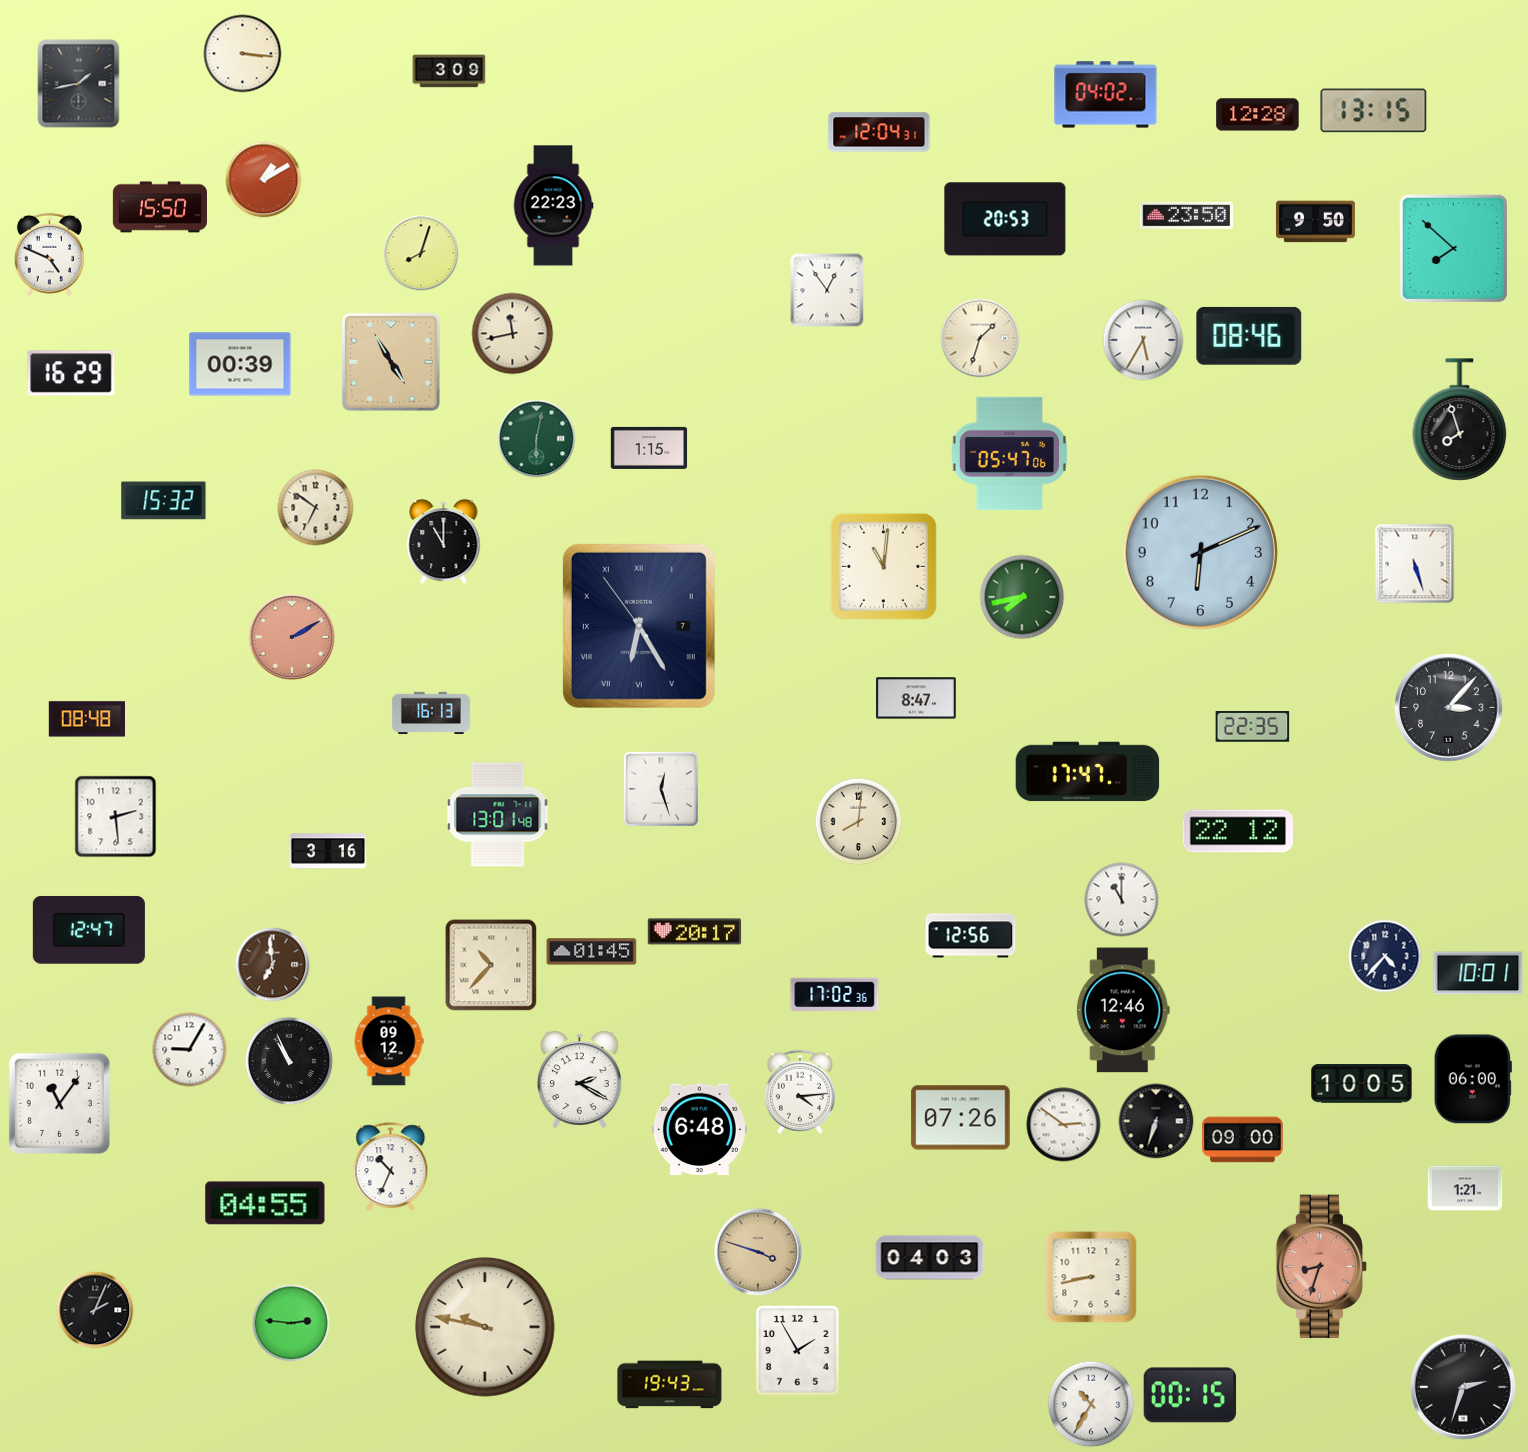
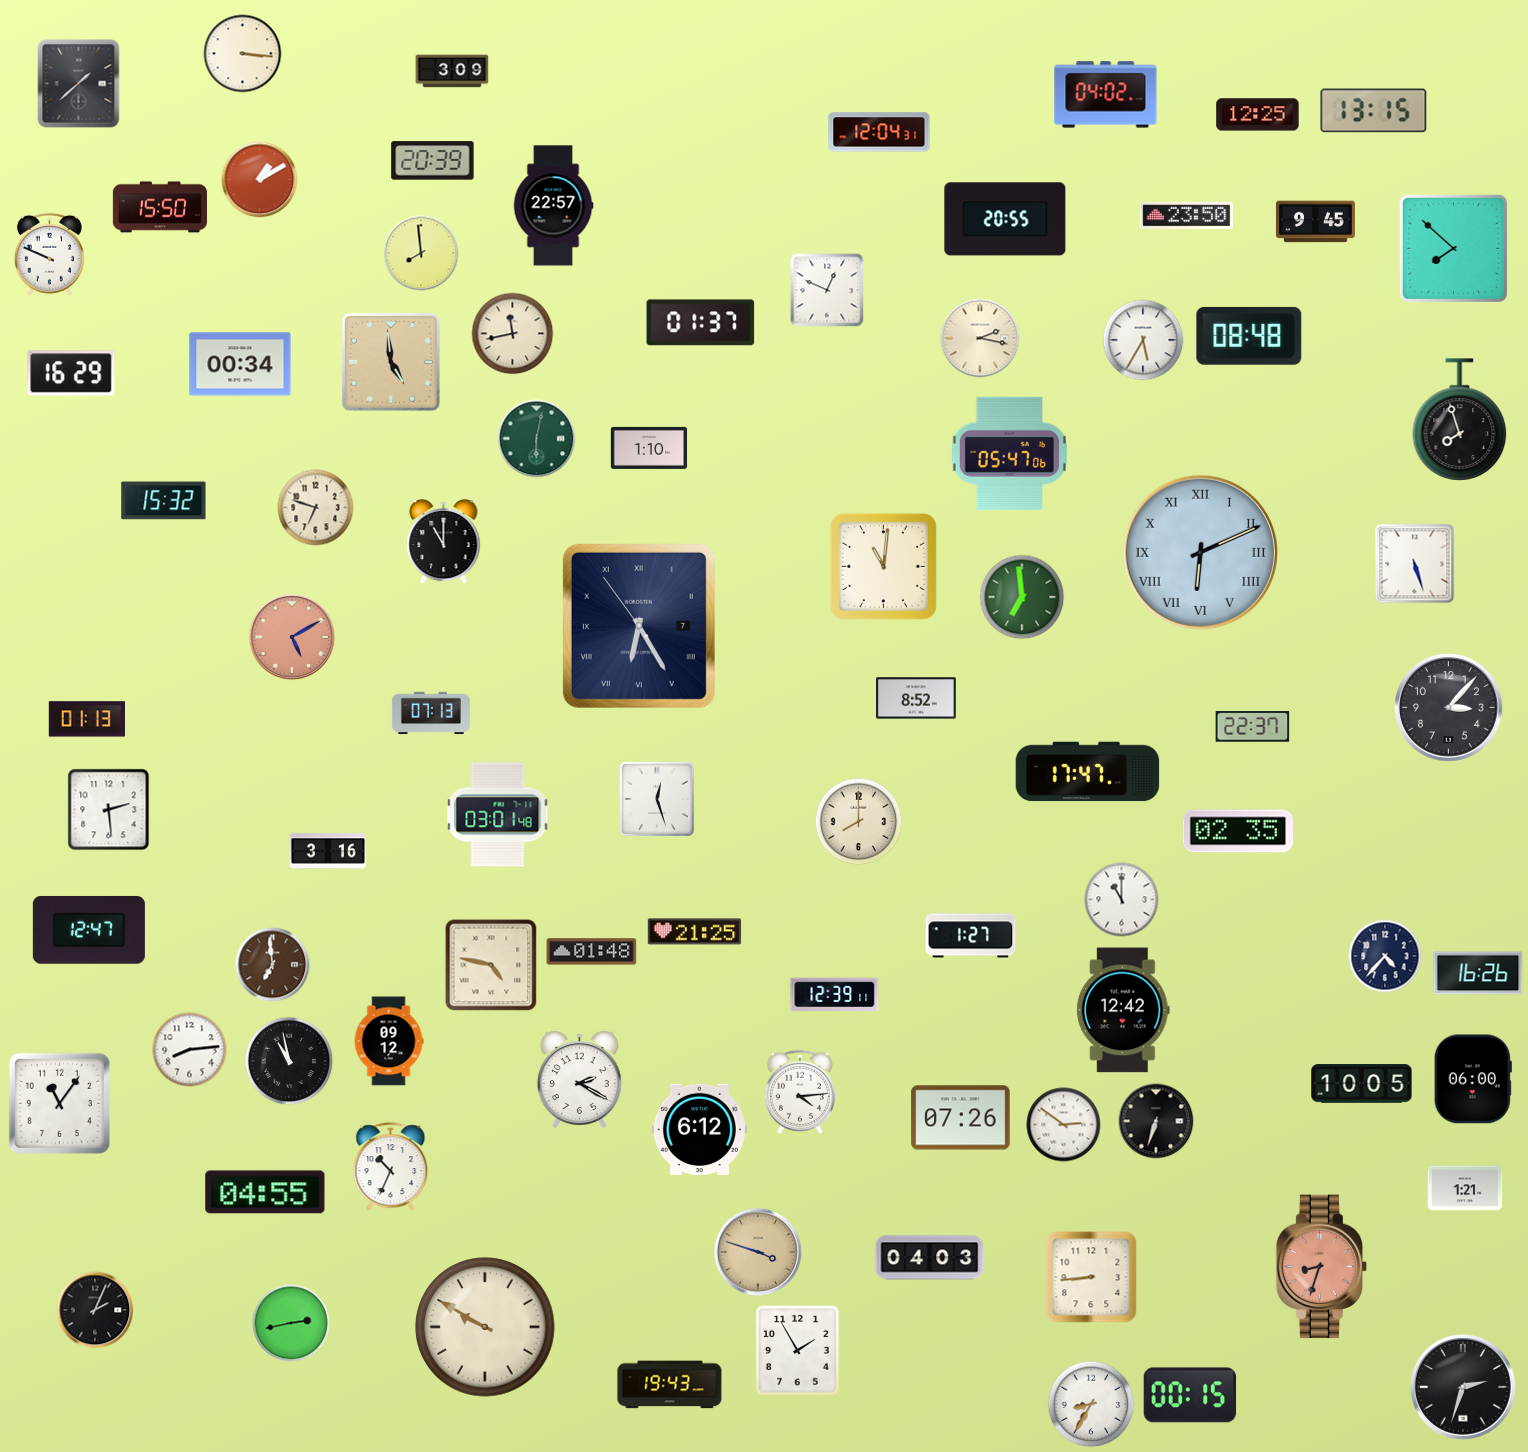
clock at (449, 71) position: (449, 71) -> (452, 71)
clock at (79, 84): 1:43 -> 1:38
clock at (1258, 115): 12:28 -> 12:25
clock at (433, 161): none -> 20:39
clock at (264, 180) position: (264, 180) -> (260, 180)
clock at (553, 206): 22:23 -> 22:57
clock at (1005, 219): 20:53 -> 20:55
clock at (1315, 222): 9:50 -> 9:45
clock at (421, 253): 8:03 -> 7:59
clock at (49, 254): 4:49 -> 9:49
clock at (827, 290): 12:54 -> 12:49
clock at (701, 323): none -> 01:37
clock at (1249, 336): 08:46 -> 08:48
clock at (980, 338): 1:33 -> 2:17
clock at (391, 362): 4:55 -> 4:59
clock at (240, 364): 00:39 -> 00:34
clock at (649, 448): 1:15 -> 1:10
clock at (316, 508): 6:51 -> 6:48
clock at (1200, 552) numerals: Arabic -> Roman
clock at (1022, 597): 7:43 -> 6:59
clock at (292, 637): 2:10 -> 5:10
clock at (916, 698): 8:47 -> 8:52
clock at (431, 713): 16:13 -> 07:13
clock at (87, 719): 08:48 -> 01:13
clock at (1253, 727): 22:35 -> 22:37
clock at (661, 789) position: (661, 789) -> (657, 799)
clock at (498, 815): 13:01 -> 03:01
clock at (116, 817) position: (116, 817) -> (109, 810)
clock at (859, 822): 8:01 -> 8:00
clock at (1237, 831): 22:12 -> 02:35
clock at (695, 932): 20:17 -> 21:25
clock at (971, 936): 12:56 -> 1:27
clock at (592, 952): 01:45 -> 01:48
clock at (491, 965): 10:37 -> 4:47
clock at (1478, 973): 10:01 -> 16:26
clock at (835, 995): 17:02 -> 12:39
clock at (1123, 1010): 12:46 -> 12:42
clock at (190, 1050): 9:05 -> 8:14
clock at (289, 1061): 10:56 -> 10:58
clock at (699, 1129): 6:48 -> 6:12
clock at (1243, 1140): 09:00 -> none
clock at (265, 1203) position: (265, 1203) -> (265, 1192)
clock at (1091, 1277): 8:43 -> 8:44
clock at (291, 1323): 2:46 -> 2:43
clock at (485, 1327): 9:47 -> 9:50
clock at (1091, 1404): 10:35 -> 8:35
